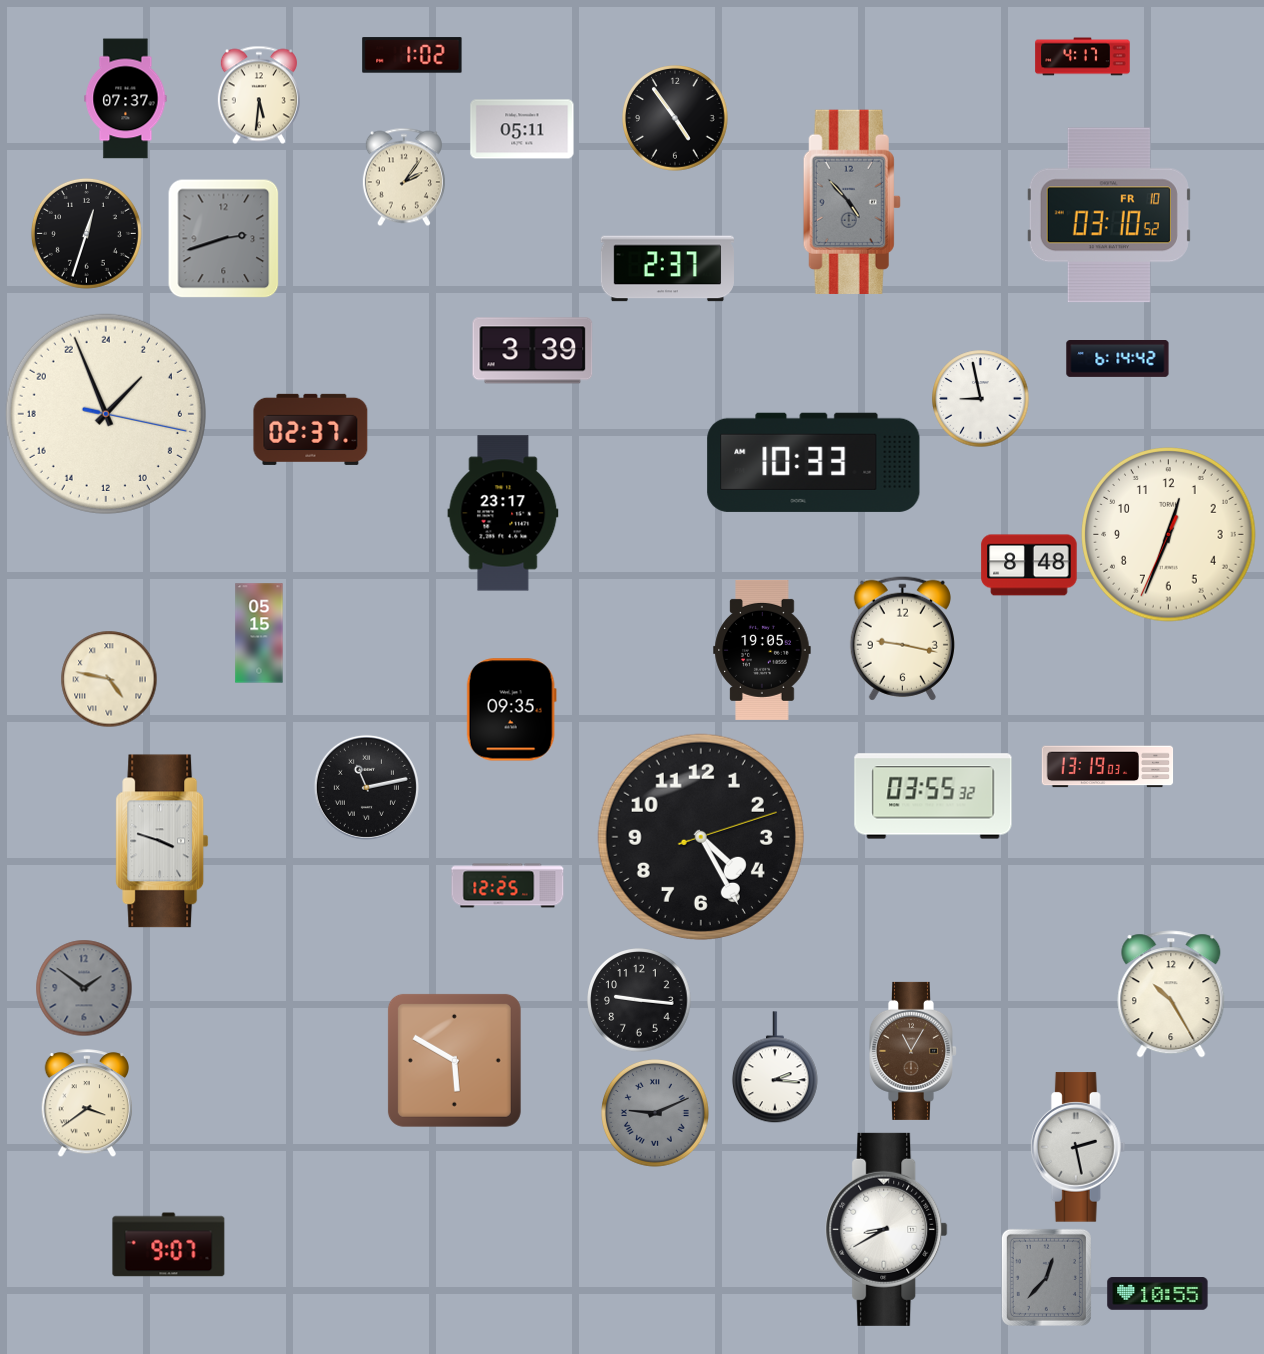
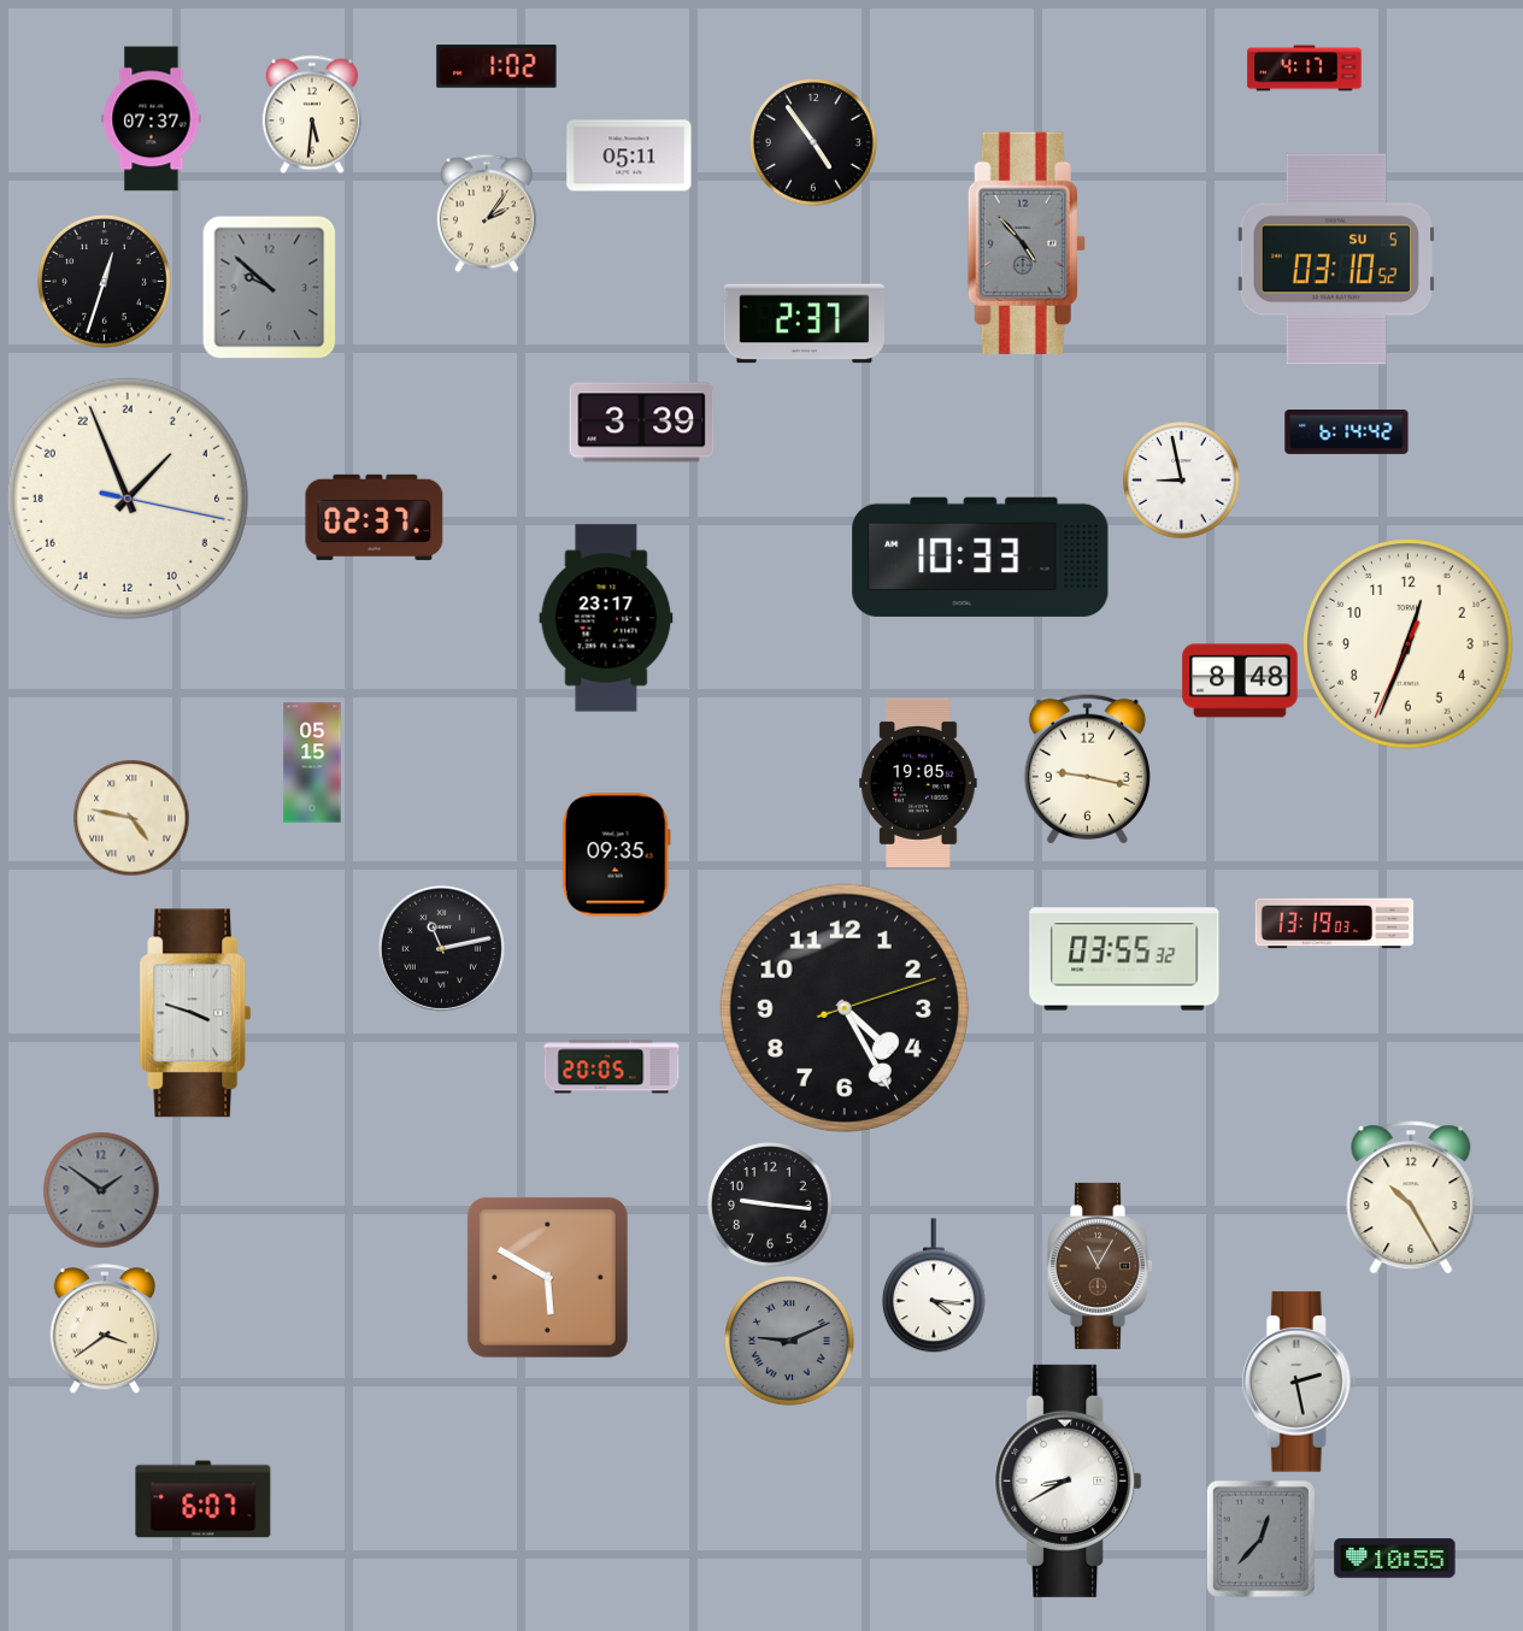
clock at (1109, 215) date: FR 10 -> SU 5
clock at (224, 238): 2:42 -> 9:52
clock at (508, 886): 12:25 -> 20:05
clock at (775, 1067): 2:16 -> 4:16
clock at (169, 1245): 9:07 -> 6:07
